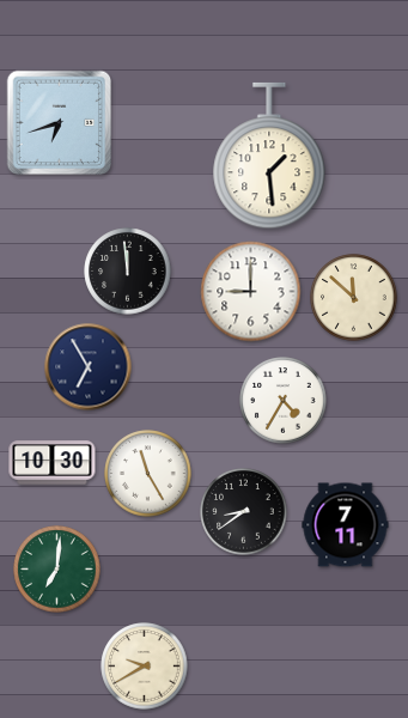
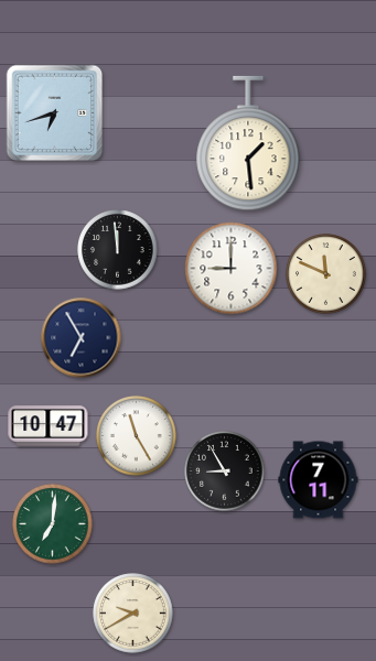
clock at (354, 298): 11:52 -> 11:49
clock at (284, 401): 4:35 -> none
clock at (53, 463): 10:30 -> 10:47
clock at (244, 512): 8:39 -> 8:55
clock at (346, 525) position: (346, 525) -> (319, 480)
